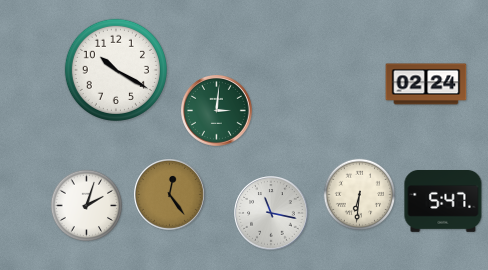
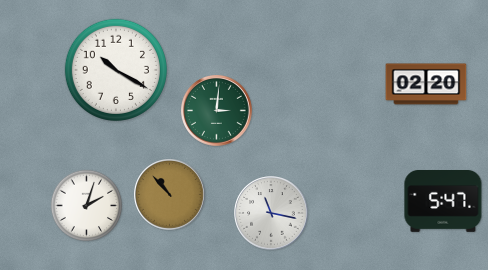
clock at (426, 84): 02:24 -> 02:20
clock at (170, 195): 12:24 -> 10:53
clock at (360, 195): 6:31 -> none
